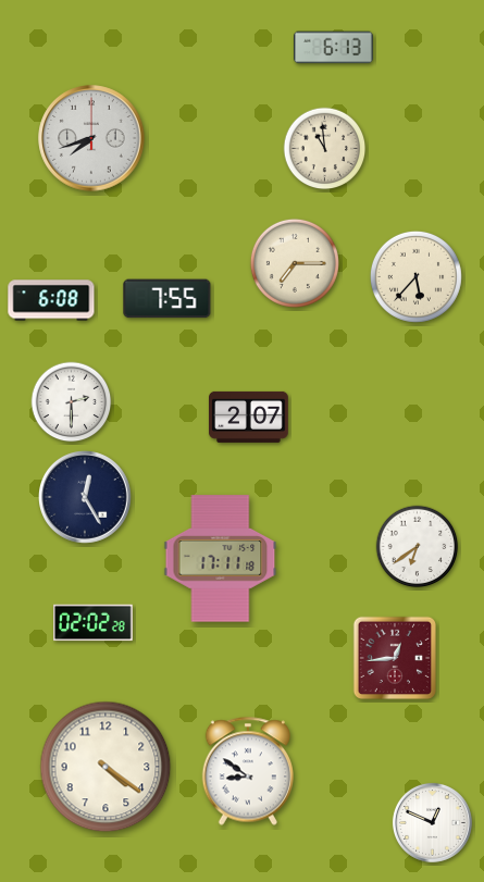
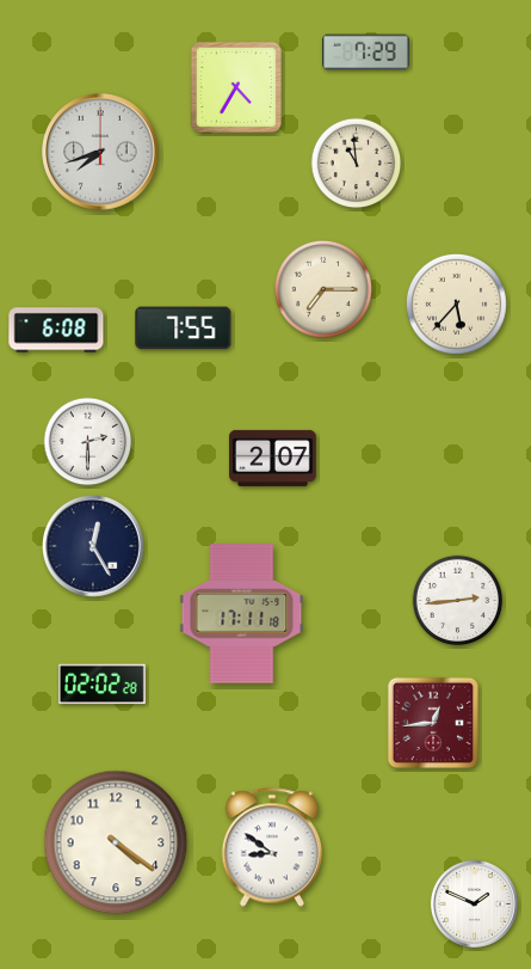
clock at (334, 48): 6:13 -> 7:29
clock at (236, 87): none -> 4:35
clock at (72, 402) position: (72, 402) -> (88, 442)
clock at (418, 547): 6:39 -> 2:44
clock at (432, 822): 12:49 -> 1:49
